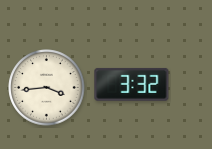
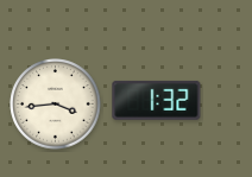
clock at (132, 84): 3:32 -> 1:32
